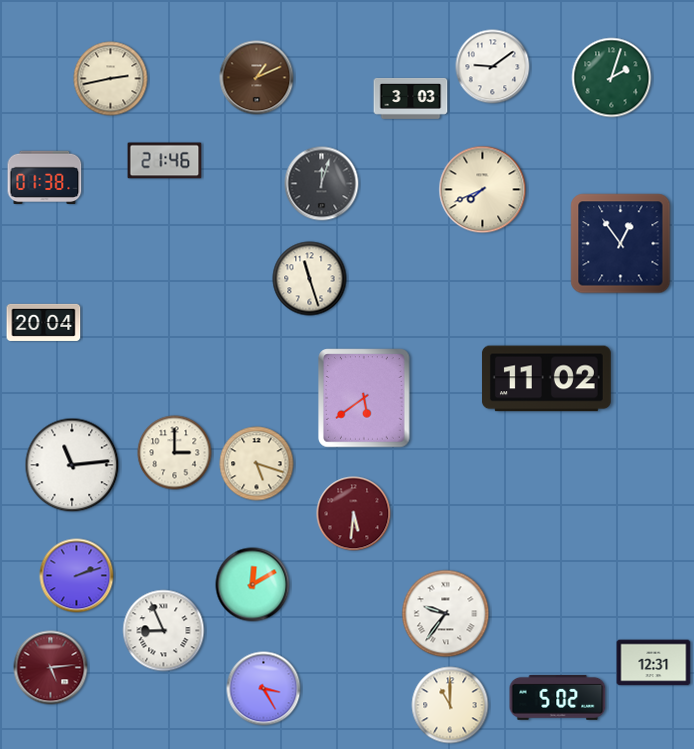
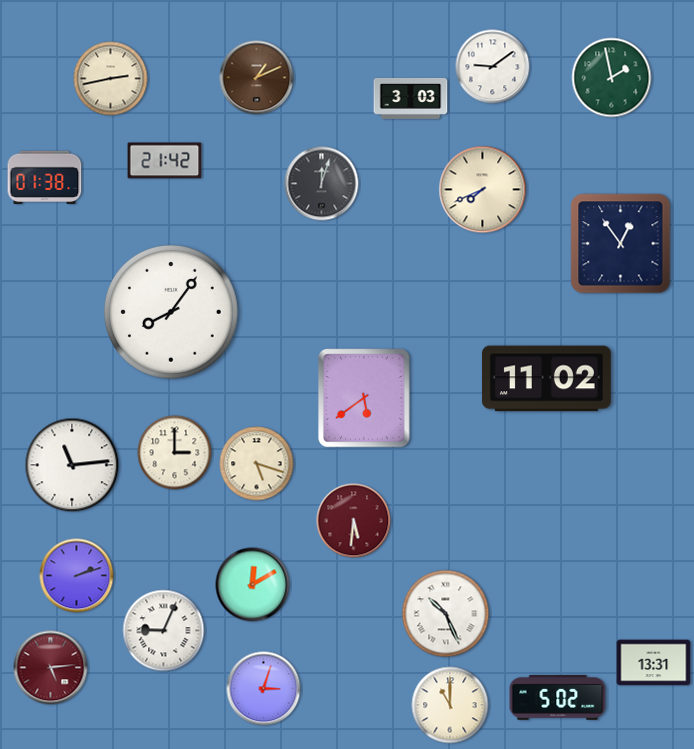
clock at (612, 78): 2:03 -> 1:58
clock at (165, 161): 21:46 -> 21:42
clock at (310, 279): 11:27 -> none
clock at (172, 313): none -> 8:06
clock at (44, 322): 20:04 -> none
clock at (354, 514) position: (354, 514) -> (354, 521)
clock at (446, 614): 9:36 -> 10:26
clock at (164, 631): 8:56 -> 9:04
clock at (654, 663): 12:31 -> 13:31
clock at (264, 689): 3:25 -> 3:03
